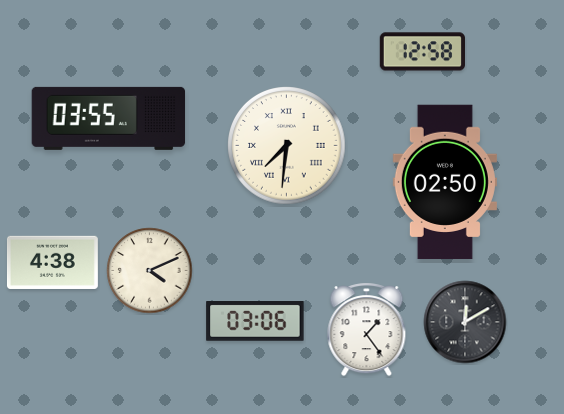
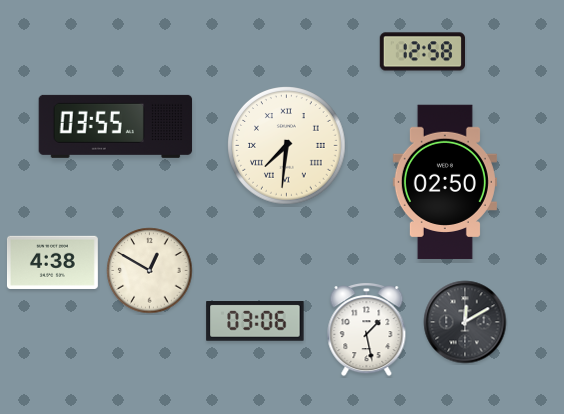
clock at (109, 118) position: (109, 118) -> (116, 126)
clock at (150, 271): 4:11 -> 12:50
clock at (367, 330): 1:24 -> 1:28
